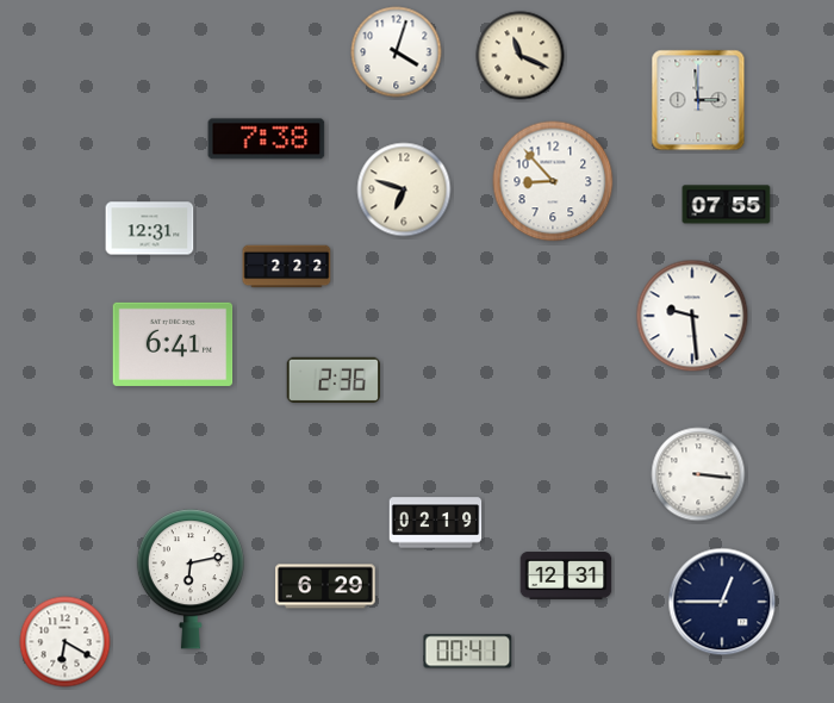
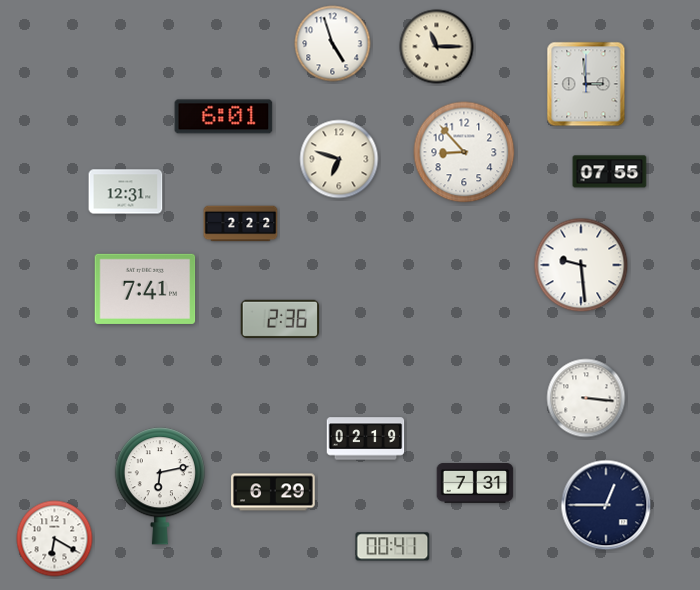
clock at (397, 52): 4:03 -> 4:57
clock at (521, 56): 11:19 -> 11:15
clock at (267, 139): 7:38 -> 6:01
clock at (173, 344): 6:41 -> 7:41
clock at (566, 576): 12:31 -> 7:31
